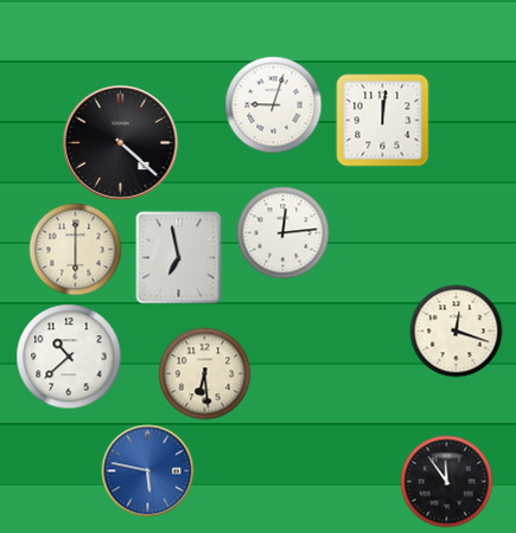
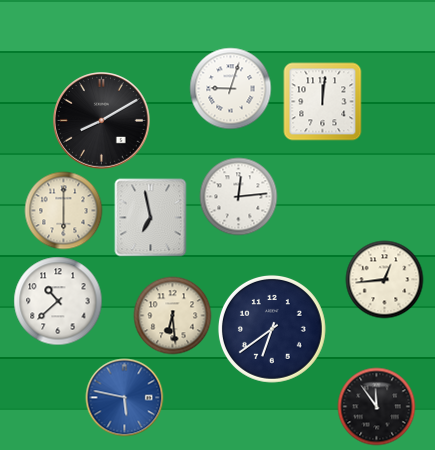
clock at (121, 143): 4:22 -> 8:10
clock at (456, 330): 12:18 -> 12:44
clock at (272, 329): none -> 6:39
